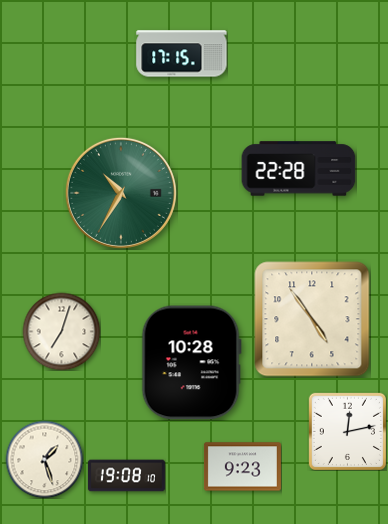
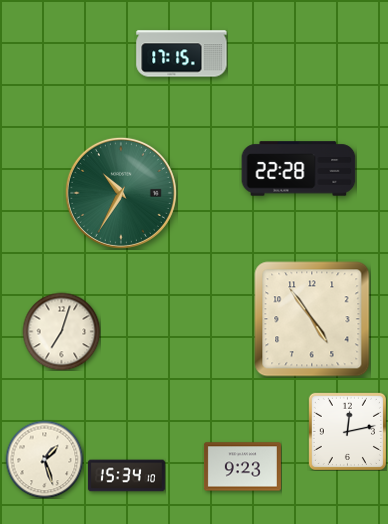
clock at (191, 363): 10:28 -> none
clock at (126, 476): 19:08 -> 15:34
